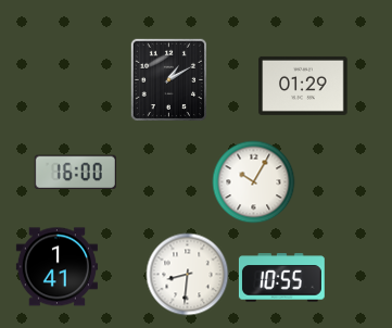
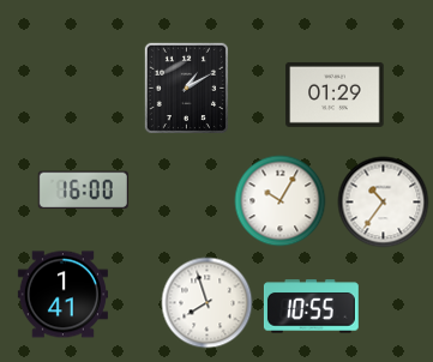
clock at (384, 203): none -> 10:36
clock at (188, 275): 8:31 -> 7:57
